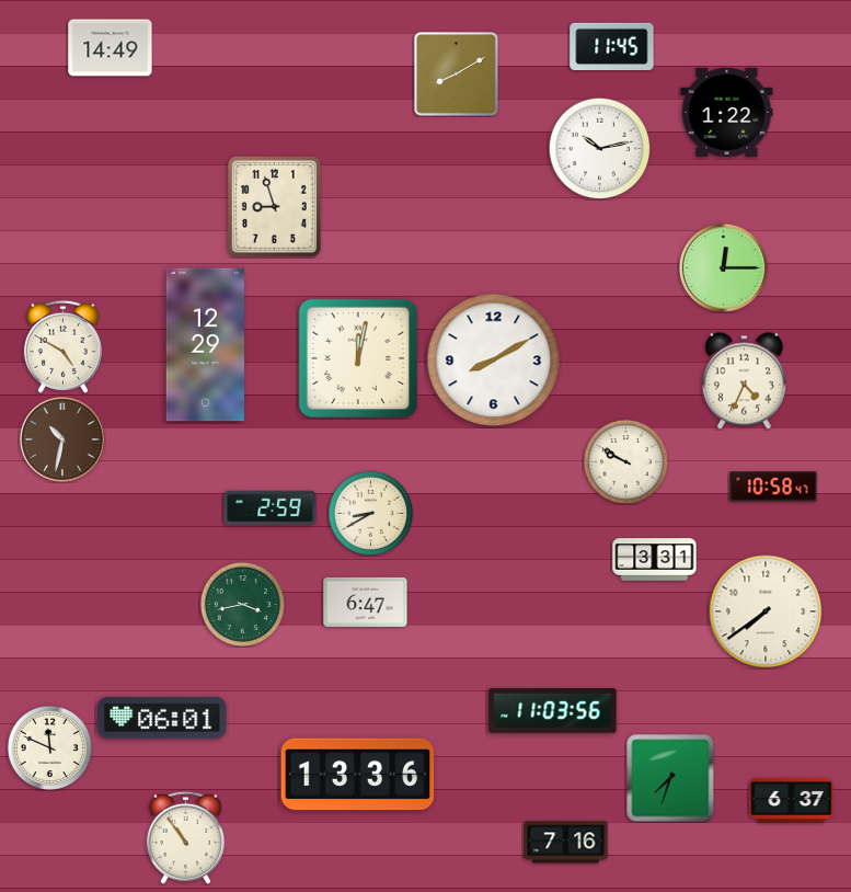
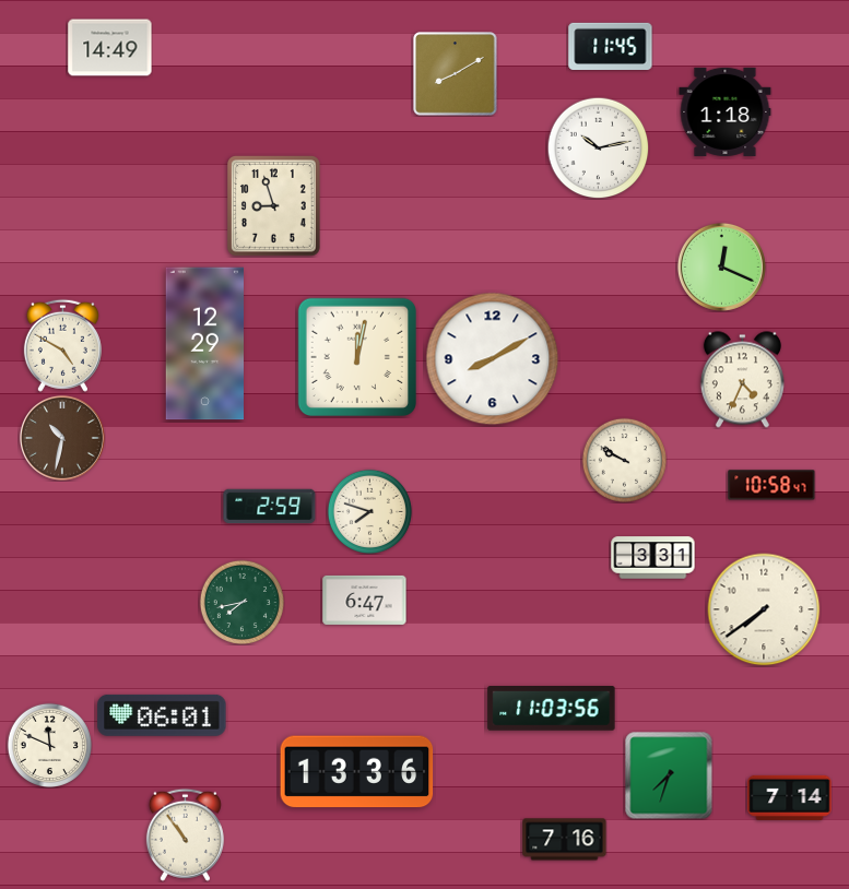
clock at (727, 112): 1:22 -> 1:18
clock at (723, 267): 12:15 -> 12:19
clock at (370, 513): 8:40 -> 7:48
clock at (242, 604): 3:43 -> 7:43
clock at (792, 800): 6:37 -> 7:14
